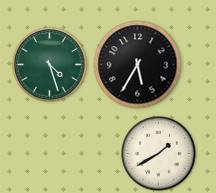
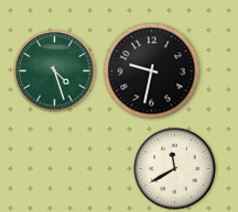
clock at (138, 65): 5:35 -> 9:32
clock at (159, 154): 1:40 -> 11:40
